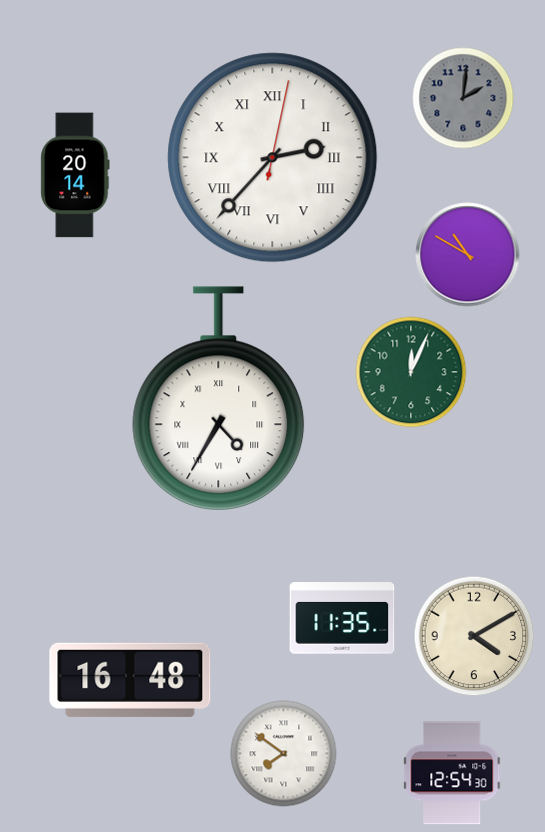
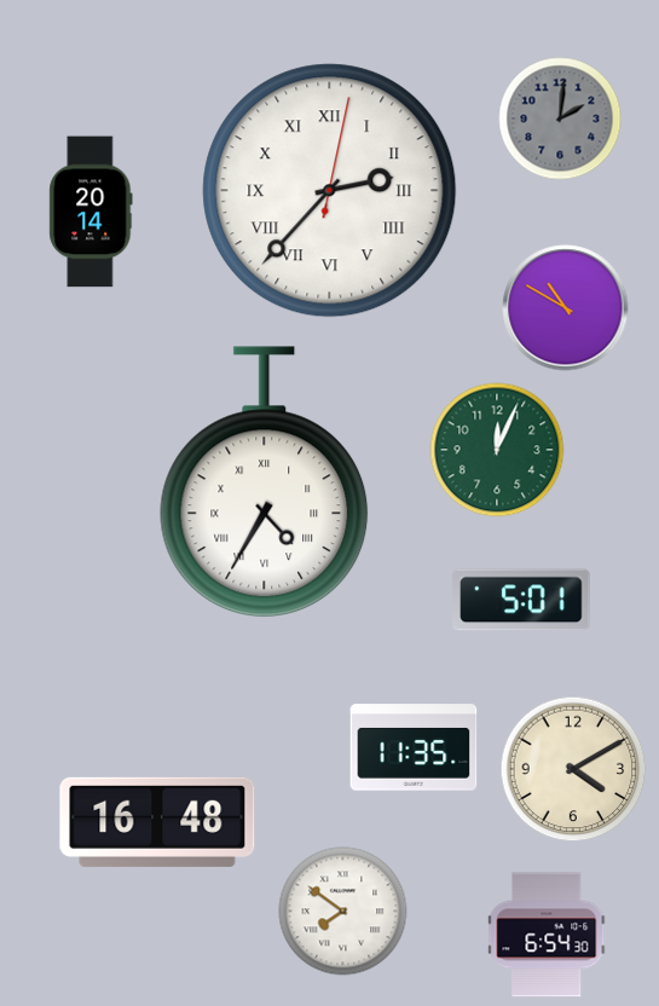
clock at (521, 600): none -> 5:01
clock at (453, 773): 12:54 -> 6:54
